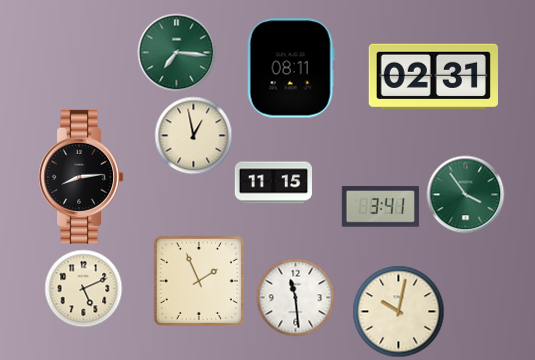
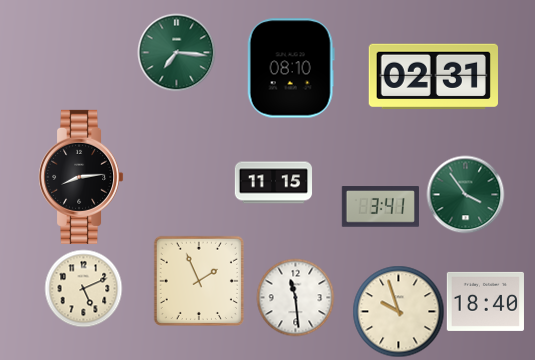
clock at (291, 68): 08:11 -> 08:10
clock at (193, 135): 12:58 -> none
clock at (485, 301): none -> 18:40
clock at (398, 311): 10:02 -> 9:57
